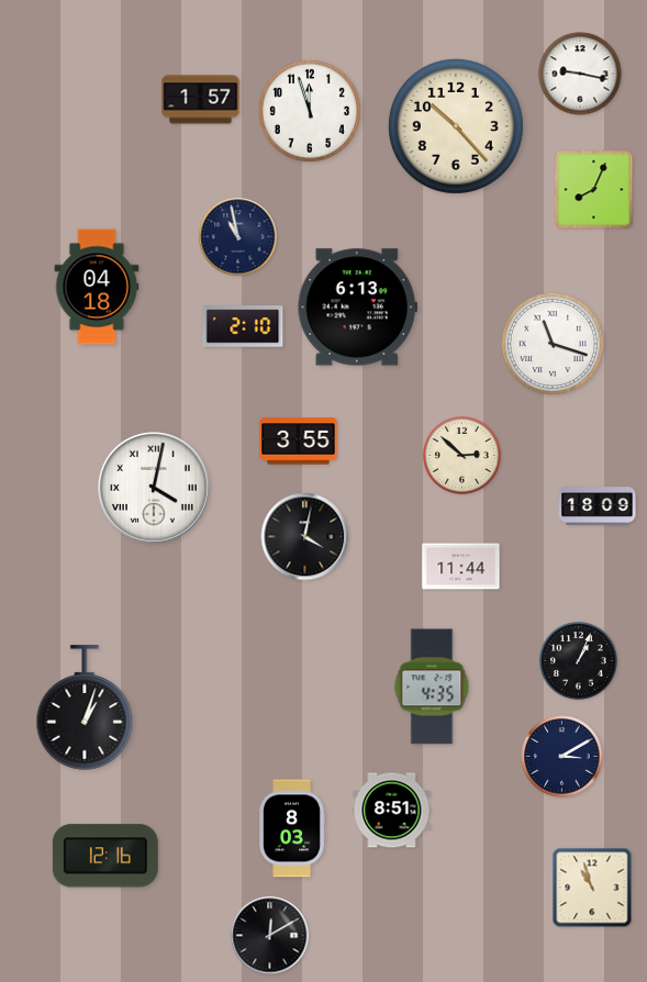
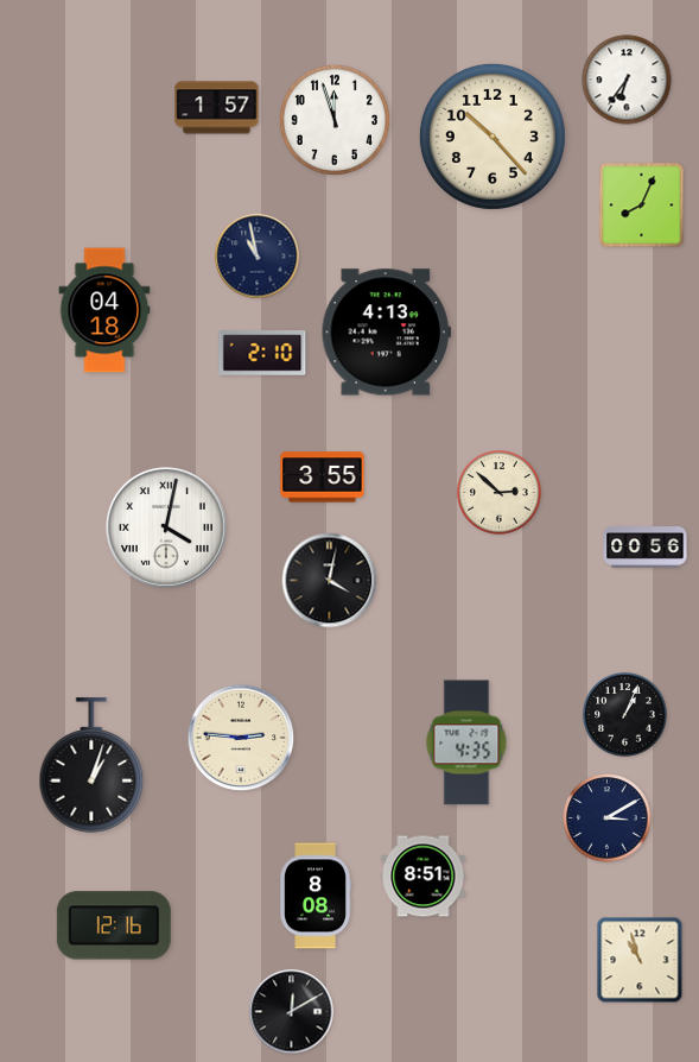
clock at (580, 74): 9:17 -> 6:36
clock at (357, 308): 6:13 -> 4:13
clock at (553, 344): 11:18 -> none
clock at (598, 506): 18:09 -> 00:56
clock at (461, 567): 11:44 -> none
clock at (241, 738): none -> 2:46
clock at (292, 828): 8:03 -> 8:08
